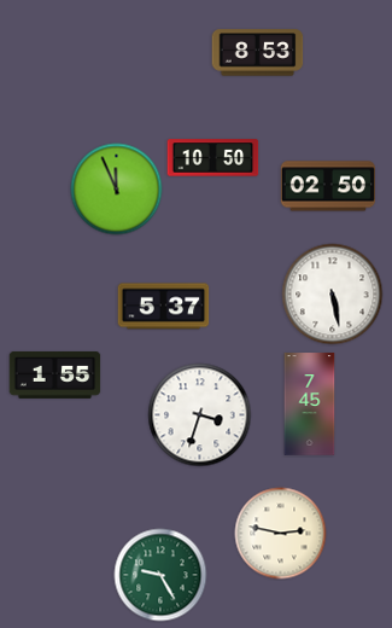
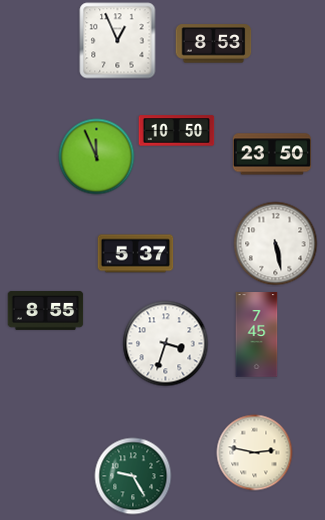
clock at (118, 41): none -> 12:56
clock at (327, 186): 02:50 -> 23:50
clock at (55, 374): 1:55 -> 8:55
clock at (281, 534) position: (281, 534) -> (255, 453)
